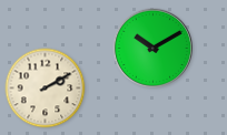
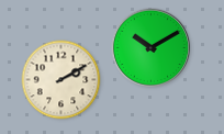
clock at (46, 89) position: (46, 89) -> (61, 80)
